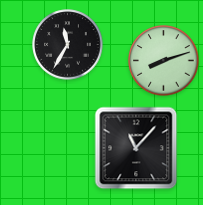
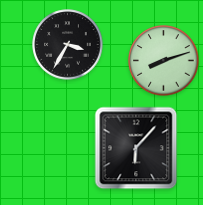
clock at (68, 45): 11:35 -> 3:35
clock at (136, 148): 11:07 -> 6:07
